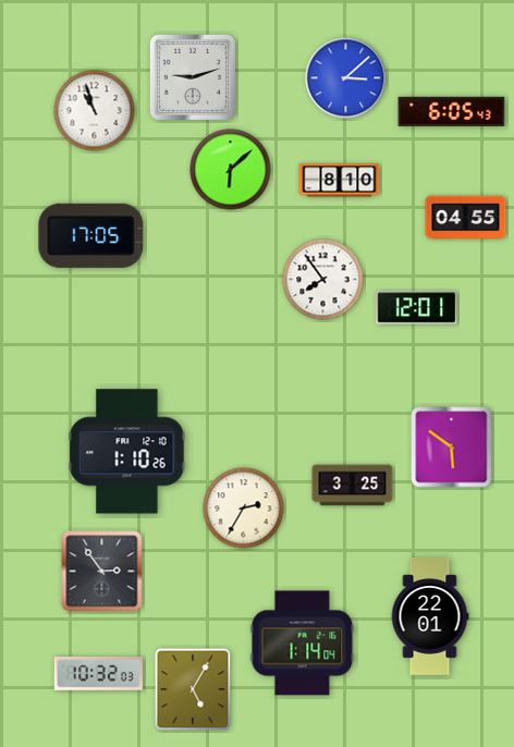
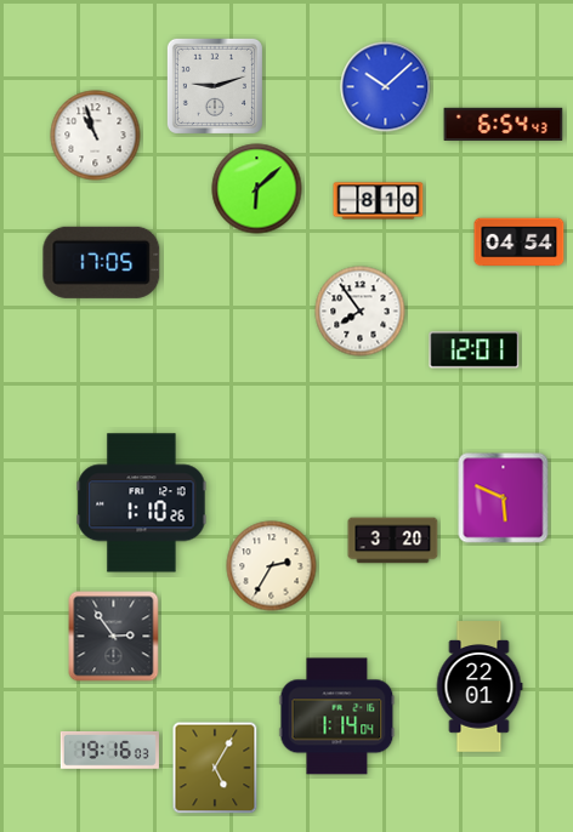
clock at (346, 78): 3:08 -> 10:08
clock at (95, 111) position: (95, 111) -> (96, 136)
clock at (452, 112): 6:05 -> 6:54
clock at (466, 218): 04:55 -> 04:54
clock at (417, 308) position: (417, 308) -> (475, 351)
clock at (452, 448): 5:51 -> 5:49
clock at (353, 486): 3:25 -> 3:20
clock at (98, 673): 10:32 -> 19:16
